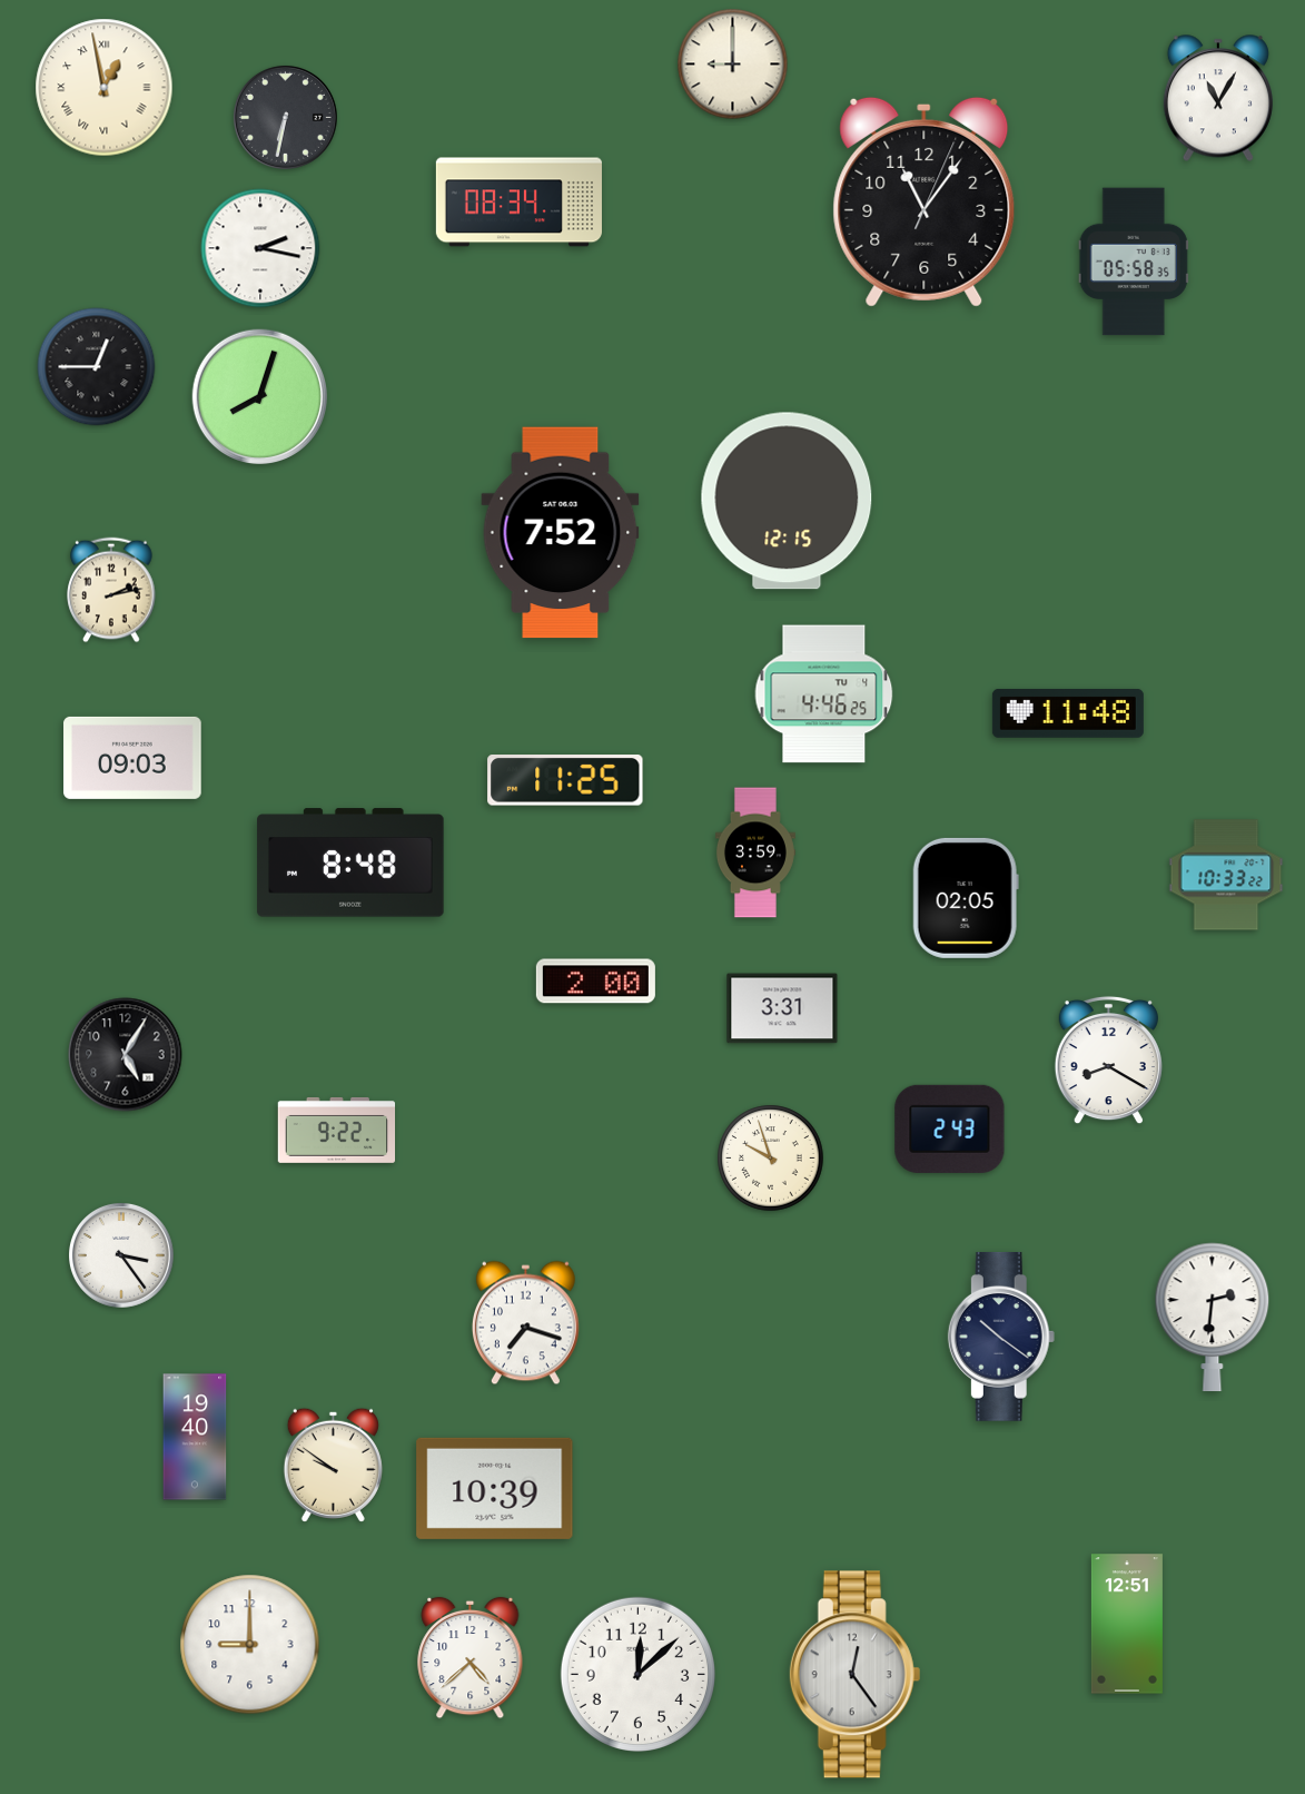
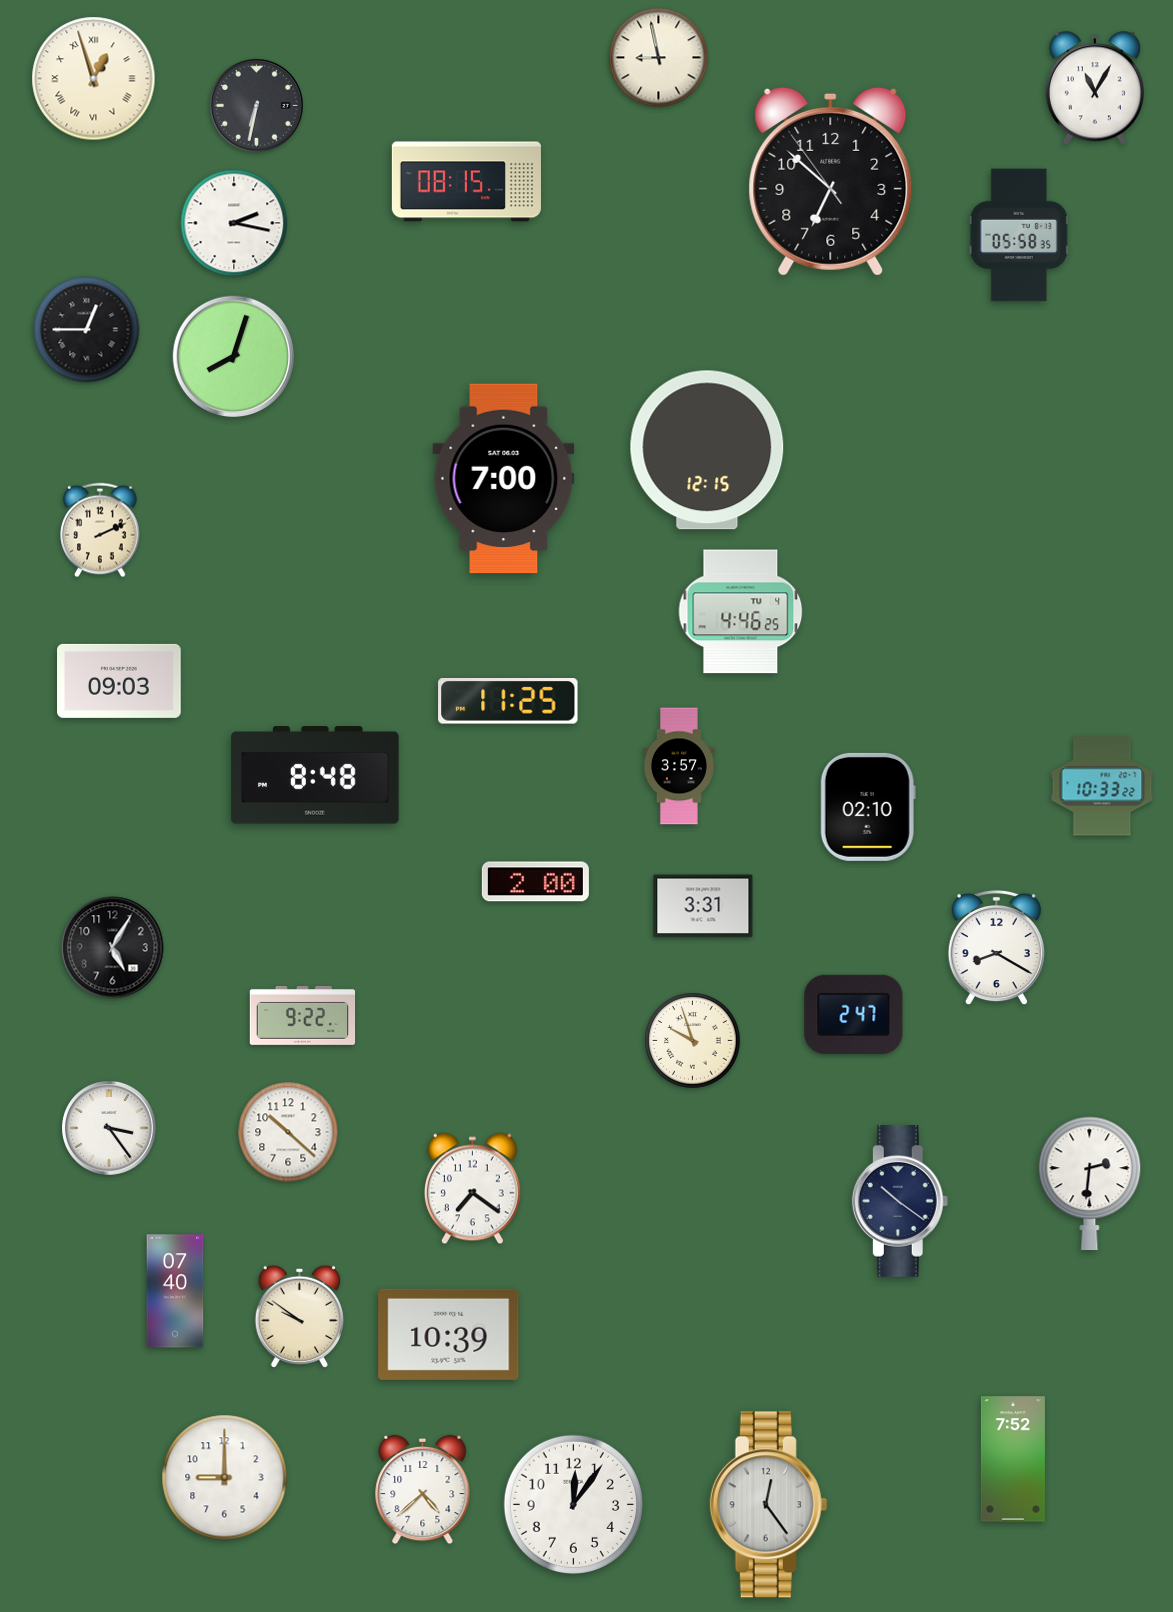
clock at (733, 65): 9:00 -> 8:58
clock at (105, 88): 12:58 -> 12:57
clock at (925, 201): 11:06 -> 6:51
clock at (518, 203): 08:34 -> 08:15
clock at (561, 533): 7:52 -> 7:00
clock at (111, 590): 2:13 -> 2:11
clock at (824, 694) position: (824, 694) -> (741, 612)
clock at (1068, 713): 11:48 -> none
clock at (755, 852): 3:59 -> 3:57
clock at (966, 898): 02:05 -> 02:10
clock at (1108, 1061) position: (1108, 1061) -> (996, 948)
clock at (950, 1128): 2:43 -> 2:47
clock at (288, 1132): none -> 10:22
clock at (525, 1323): 7:18 -> 7:21
clock at (195, 1437): 19:40 -> 07:40
clock at (495, 1488) position: (495, 1488) -> (449, 1334)
clock at (1127, 1624): 12:51 -> 7:52
clock at (637, 1674): 12:08 -> 12:06
